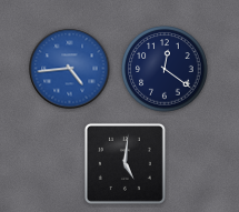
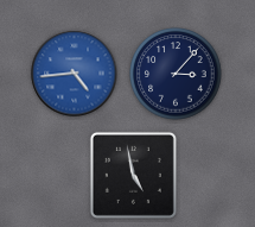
clock at (165, 69): 12:21 -> 3:07
clock at (125, 163): 5:01 -> 4:58
